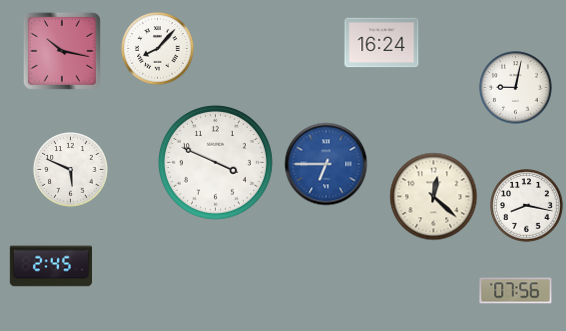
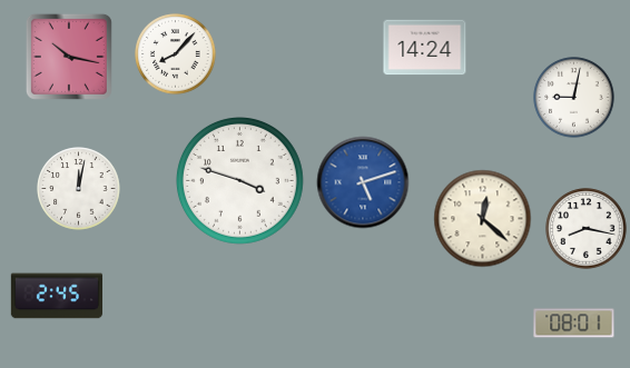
clock at (382, 43): 16:24 -> 14:24
clock at (215, 162): 3:49 -> 3:48
clock at (326, 164): 6:45 -> 5:12
clock at (71, 170): 5:49 -> 12:02
clock at (516, 291): 07:56 -> 08:01
